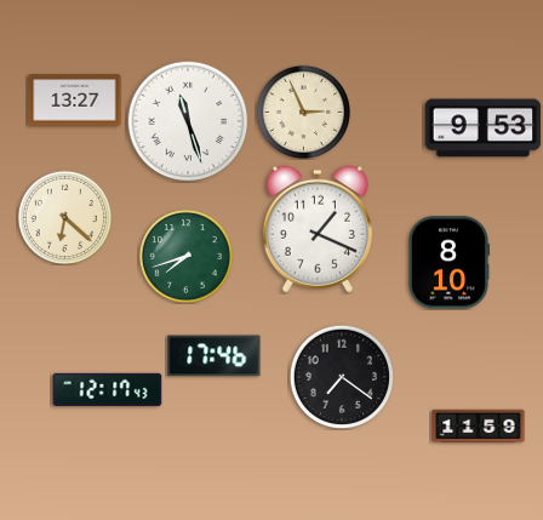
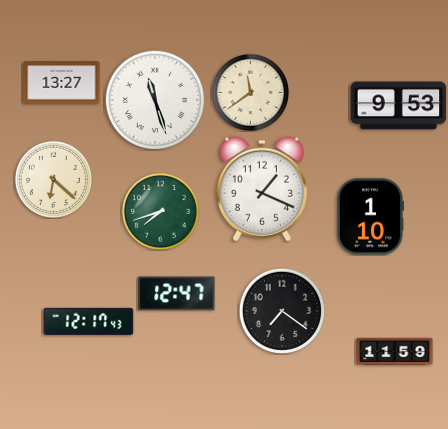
clock at (303, 112): 2:56 -> 11:39
clock at (185, 256) position: (185, 256) -> (160, 211)
clock at (447, 263): 8:10 -> 1:10
clock at (215, 356): 17:46 -> 12:47
